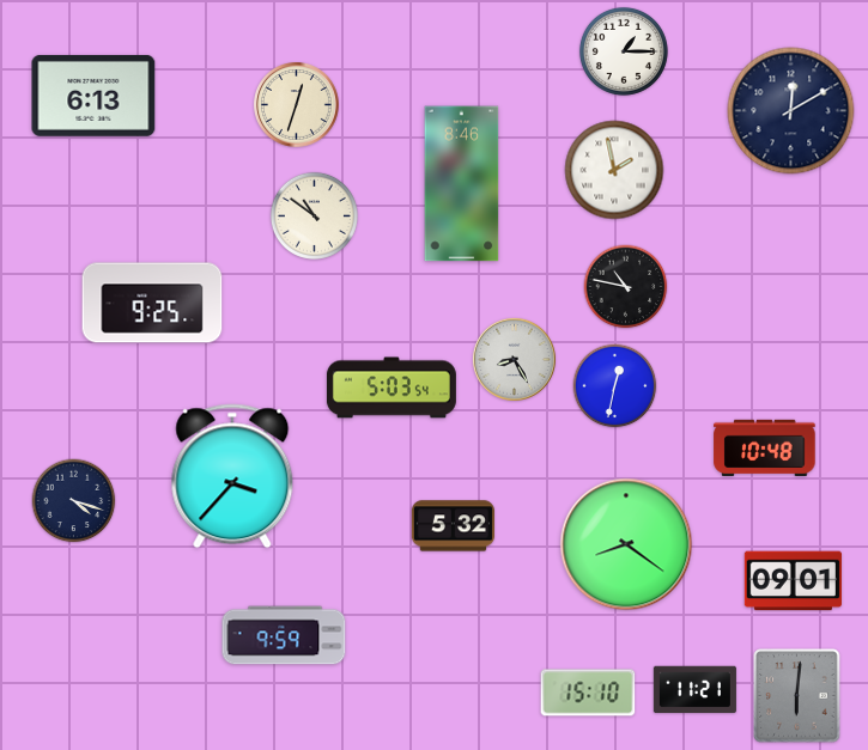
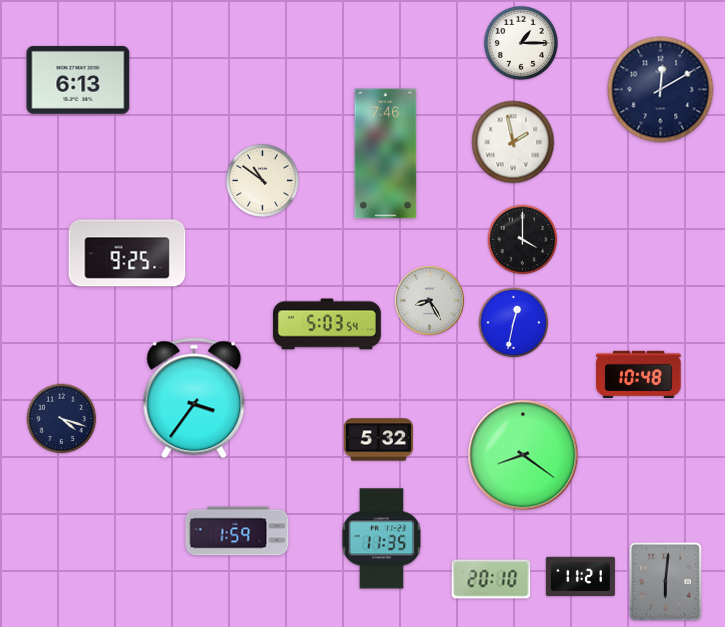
clock at (297, 105): 12:33 -> none
clock at (791, 111) position: (791, 111) -> (661, 90)
clock at (462, 184): 8:46 -> 7:46
clock at (626, 287): 10:47 -> 4:00
clock at (232, 476): 3:37 -> 3:36
clock at (793, 581): 09:01 -> none
clock at (284, 635): 9:59 -> 1:59
clock at (382, 539): none -> 11:35
clock at (588, 693): 15:10 -> 20:10
